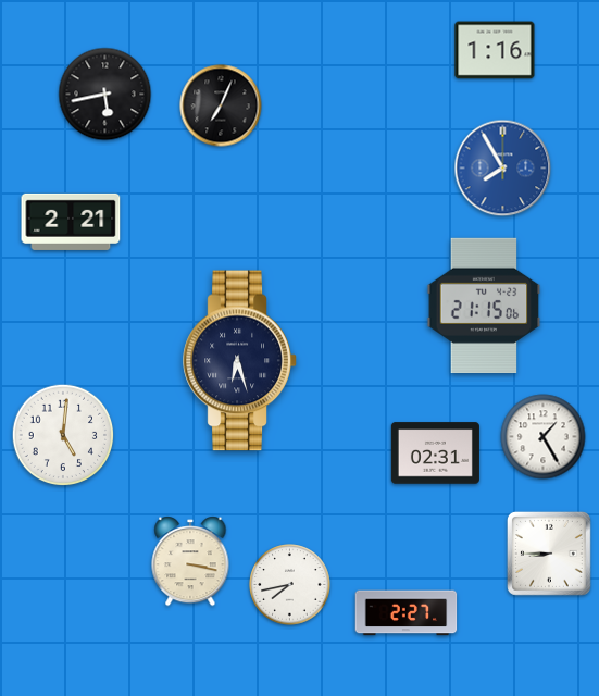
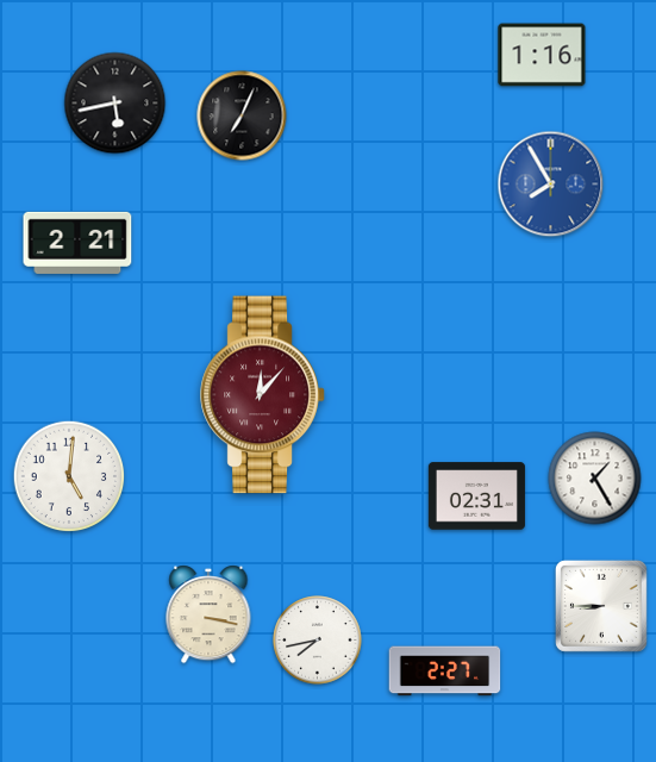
clock at (484, 304): 21:15 -> none
clock at (240, 361): 6:27 -> 12:07
clock at (240, 361) dial: navy -> burgundy
